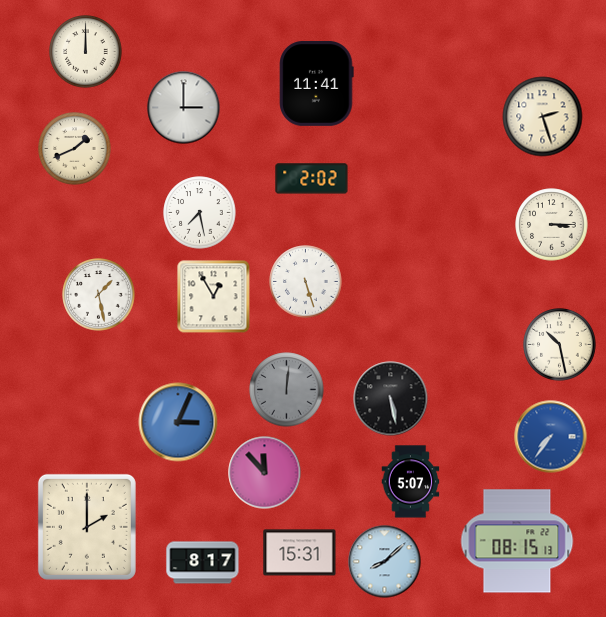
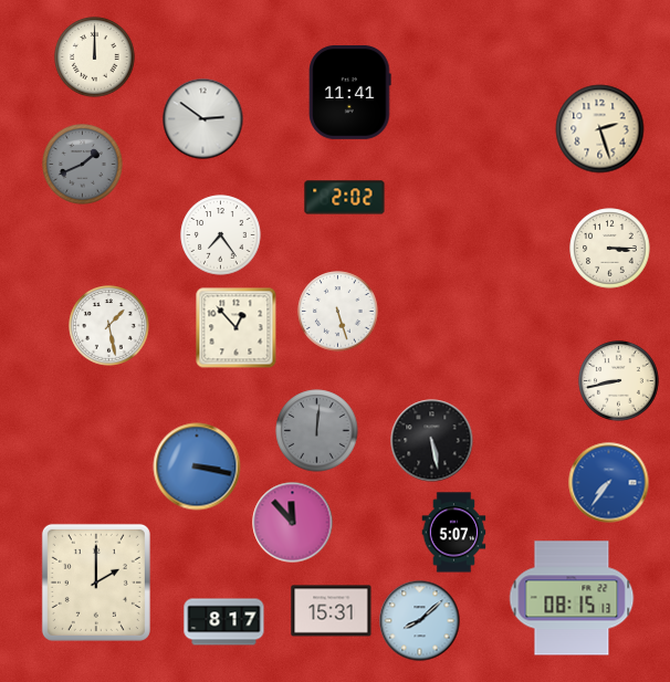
clock at (184, 108): 3:00 -> 2:51
clock at (75, 149) dial: cream -> grey
clock at (200, 213): 7:28 -> 7:24
clock at (214, 297): 12:55 -> 12:53
clock at (560, 345): 10:28 -> 8:43
clock at (178, 422): 3:04 -> 3:17
clock at (385, 562) position: (385, 562) -> (420, 621)
